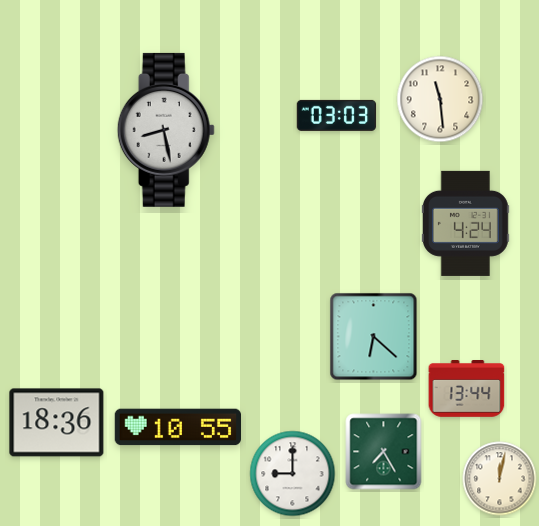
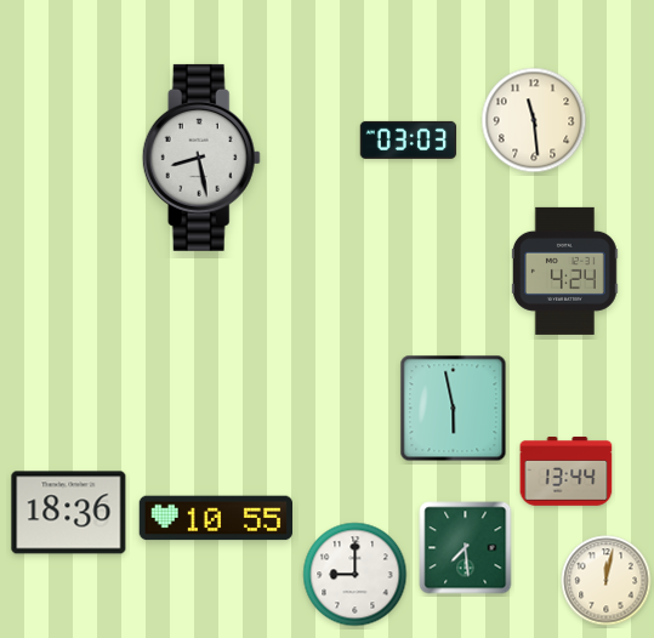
clock at (374, 337): 6:22 -> 5:58
clock at (384, 452): 7:25 -> 7:29
